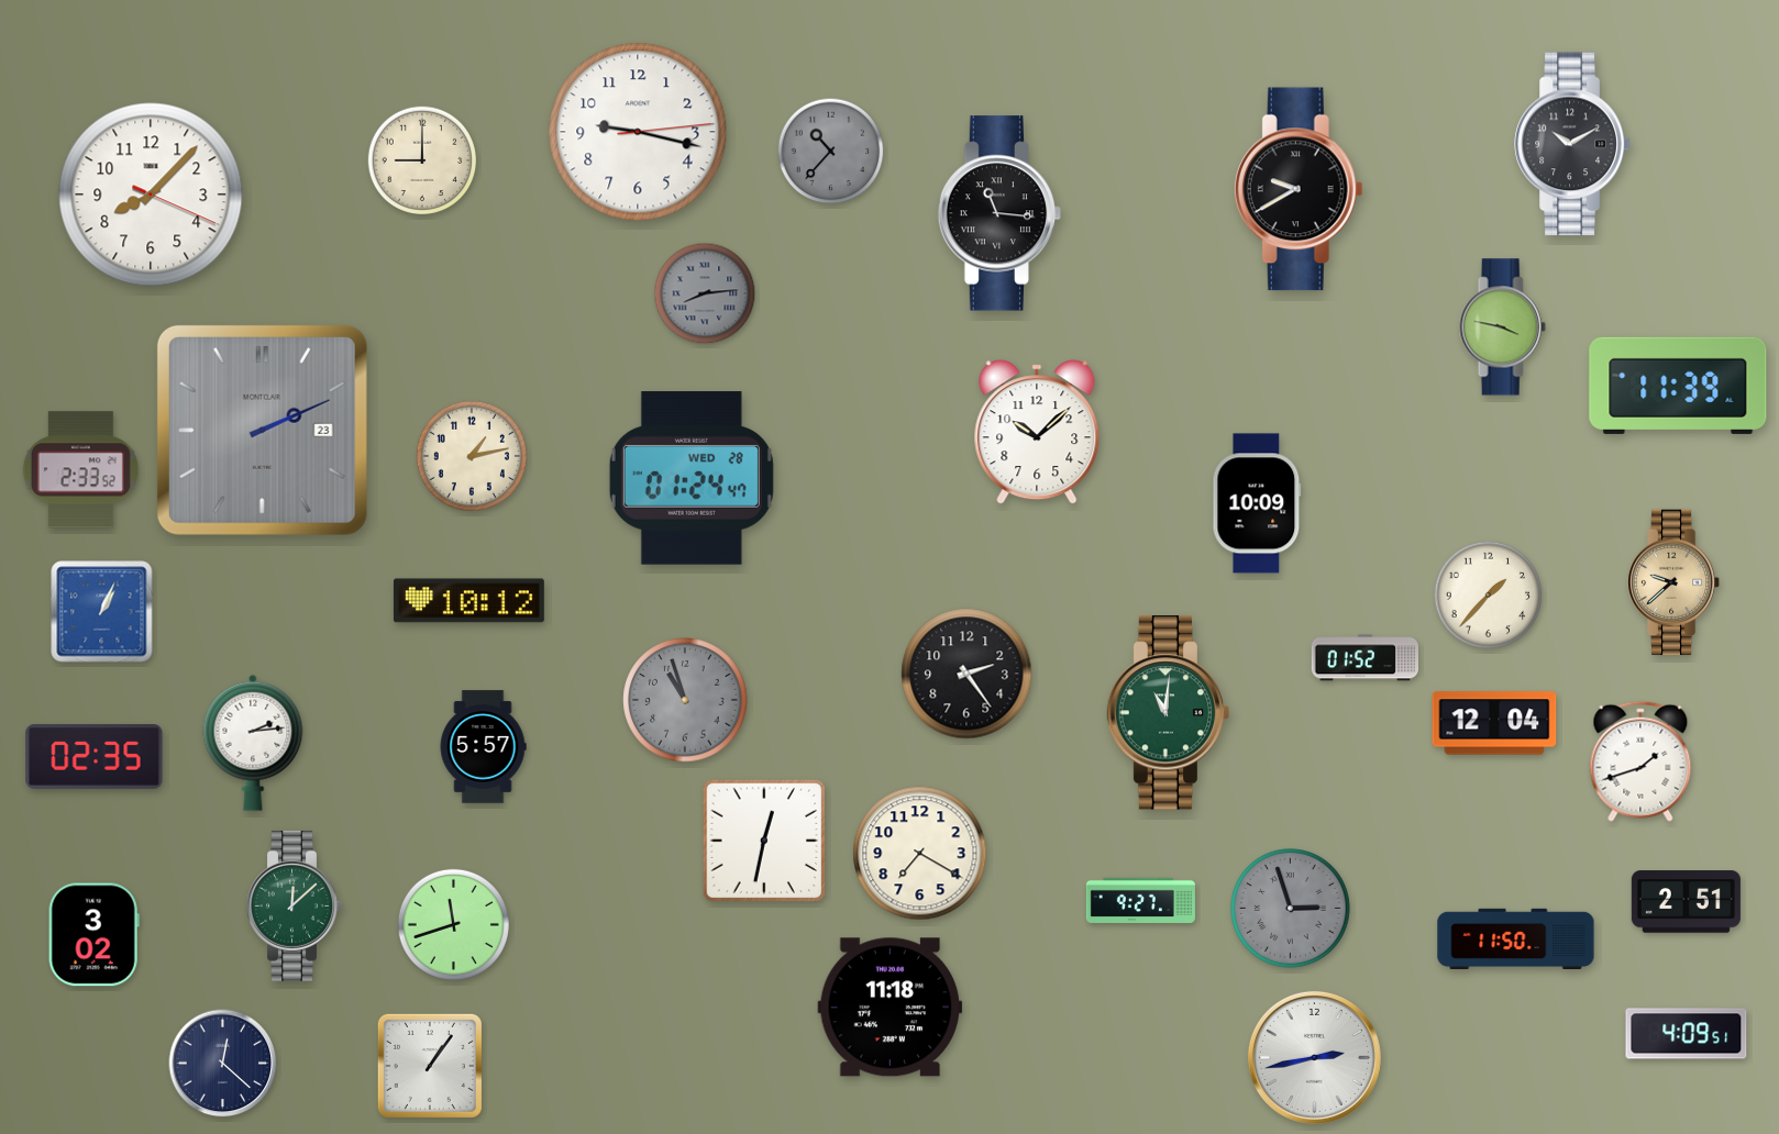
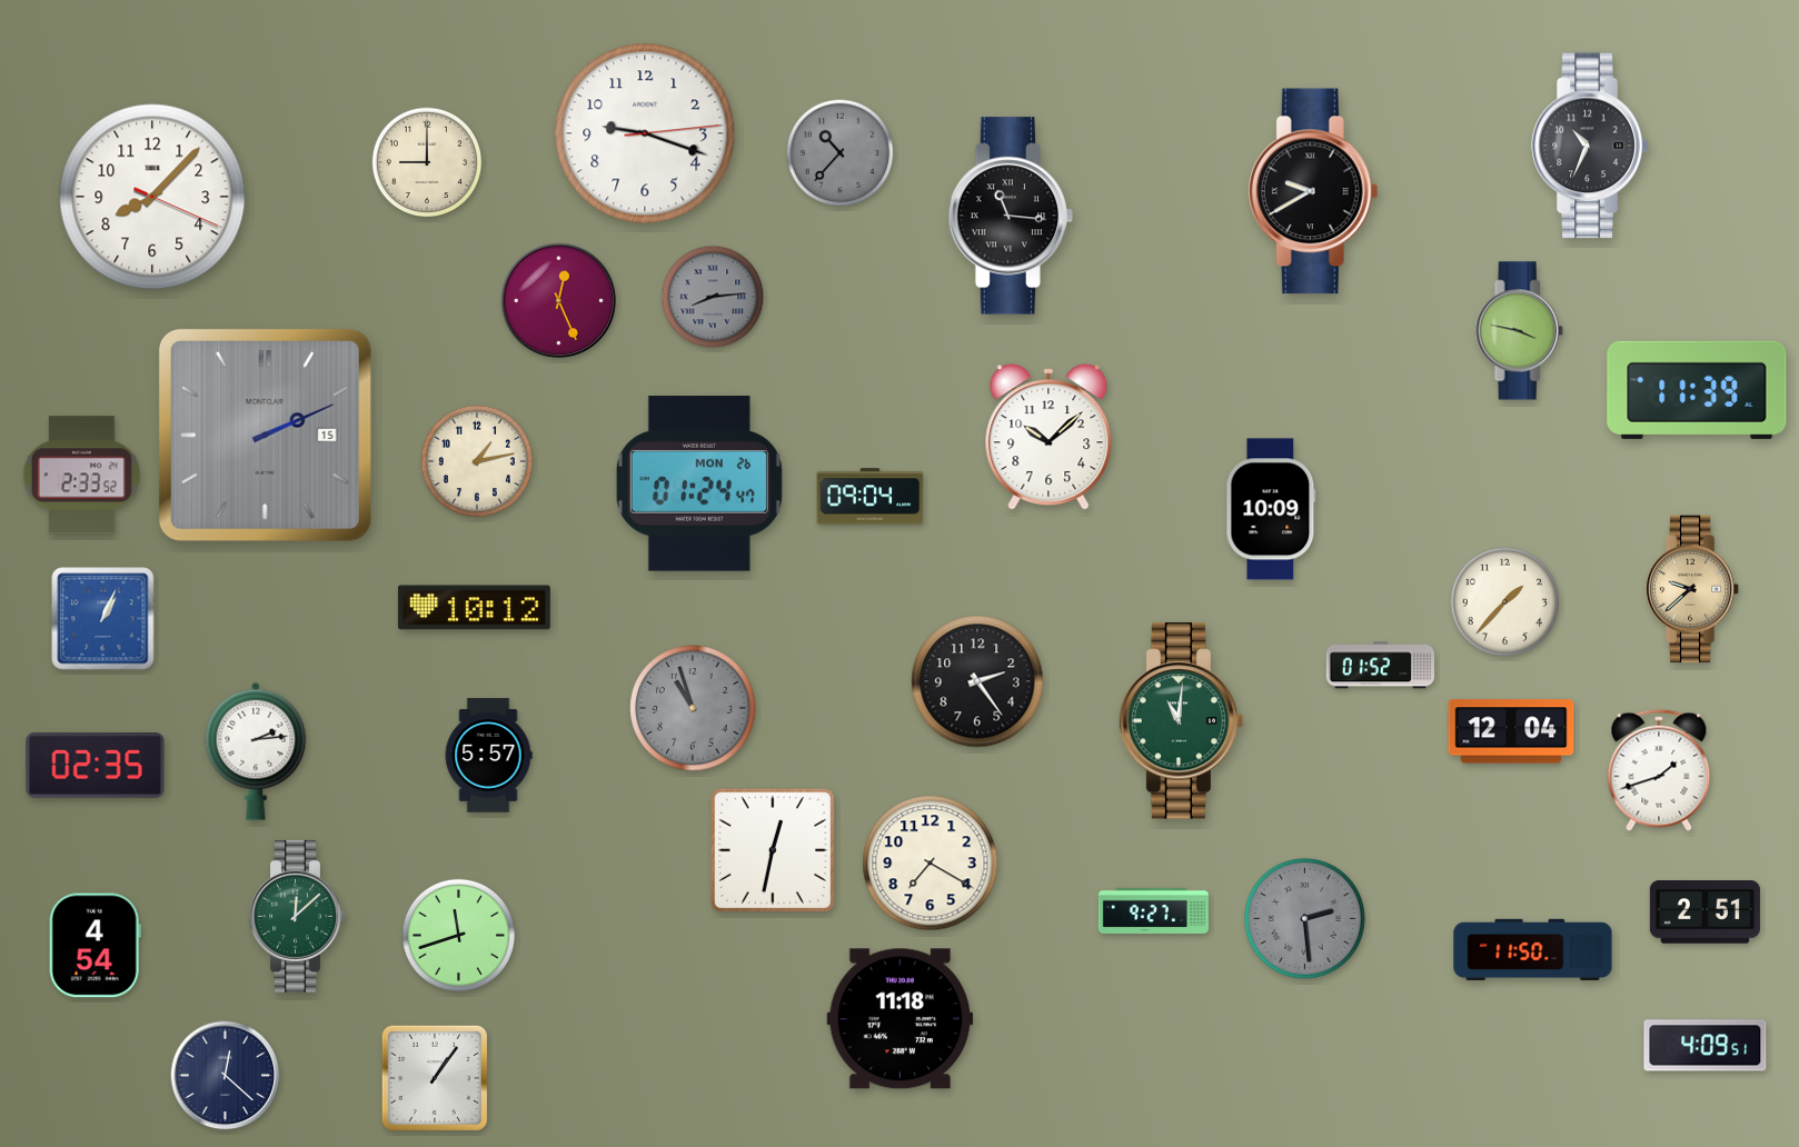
clock at (638, 132): 9:17 -> 9:18
clock at (1572, 144): 10:10 -> 10:34
clock at (559, 301): none -> 12:26
clock at (262, 430) date: 23 -> 15
clock at (692, 478) date: WED 28 -> MON 26
clock at (871, 497): none -> 09:04
clock at (1291, 909): 2:57 -> 2:29
clock at (93, 935): 3:02 -> 4:54
clock at (1314, 1057): 2:43 -> none
